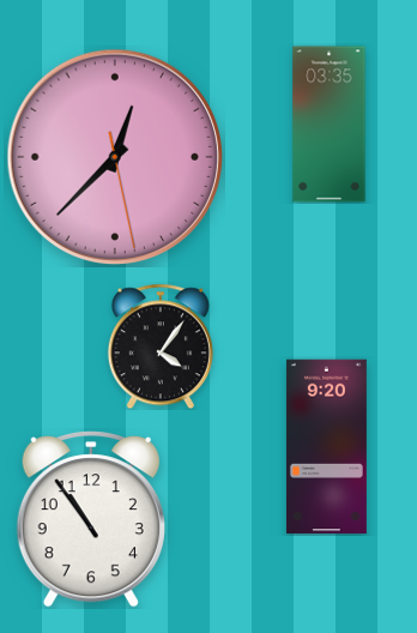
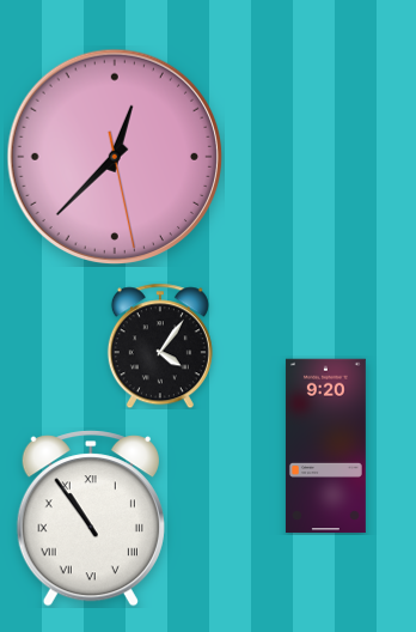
clock at (330, 125): 03:35 -> none
clock at (91, 519) numerals: Arabic -> Roman
